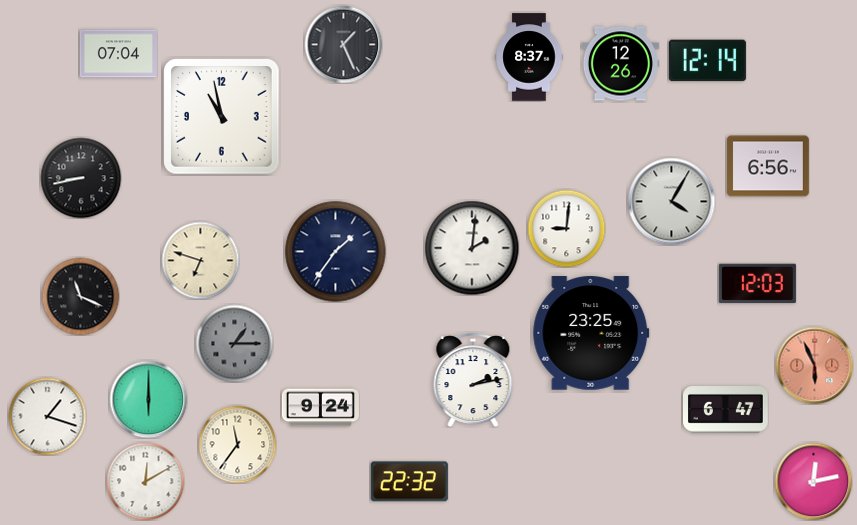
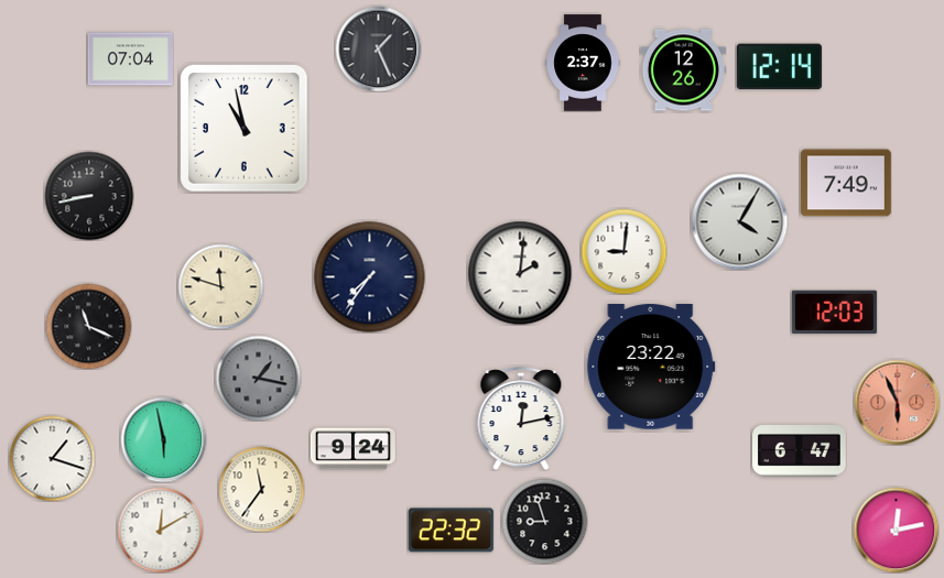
clock at (529, 57): 8:37 -> 2:37
clock at (768, 166): 6:56 -> 7:49
clock at (336, 252): 1:36 -> 7:36
clock at (200, 260): 6:48 -> 11:48
clock at (591, 333): 23:25 -> 23:22
clock at (234, 343): 1:15 -> 1:17
clock at (473, 380): 2:13 -> 12:13
clock at (148, 399): 6:00 -> 5:58
clock at (544, 521): none -> 8:57
